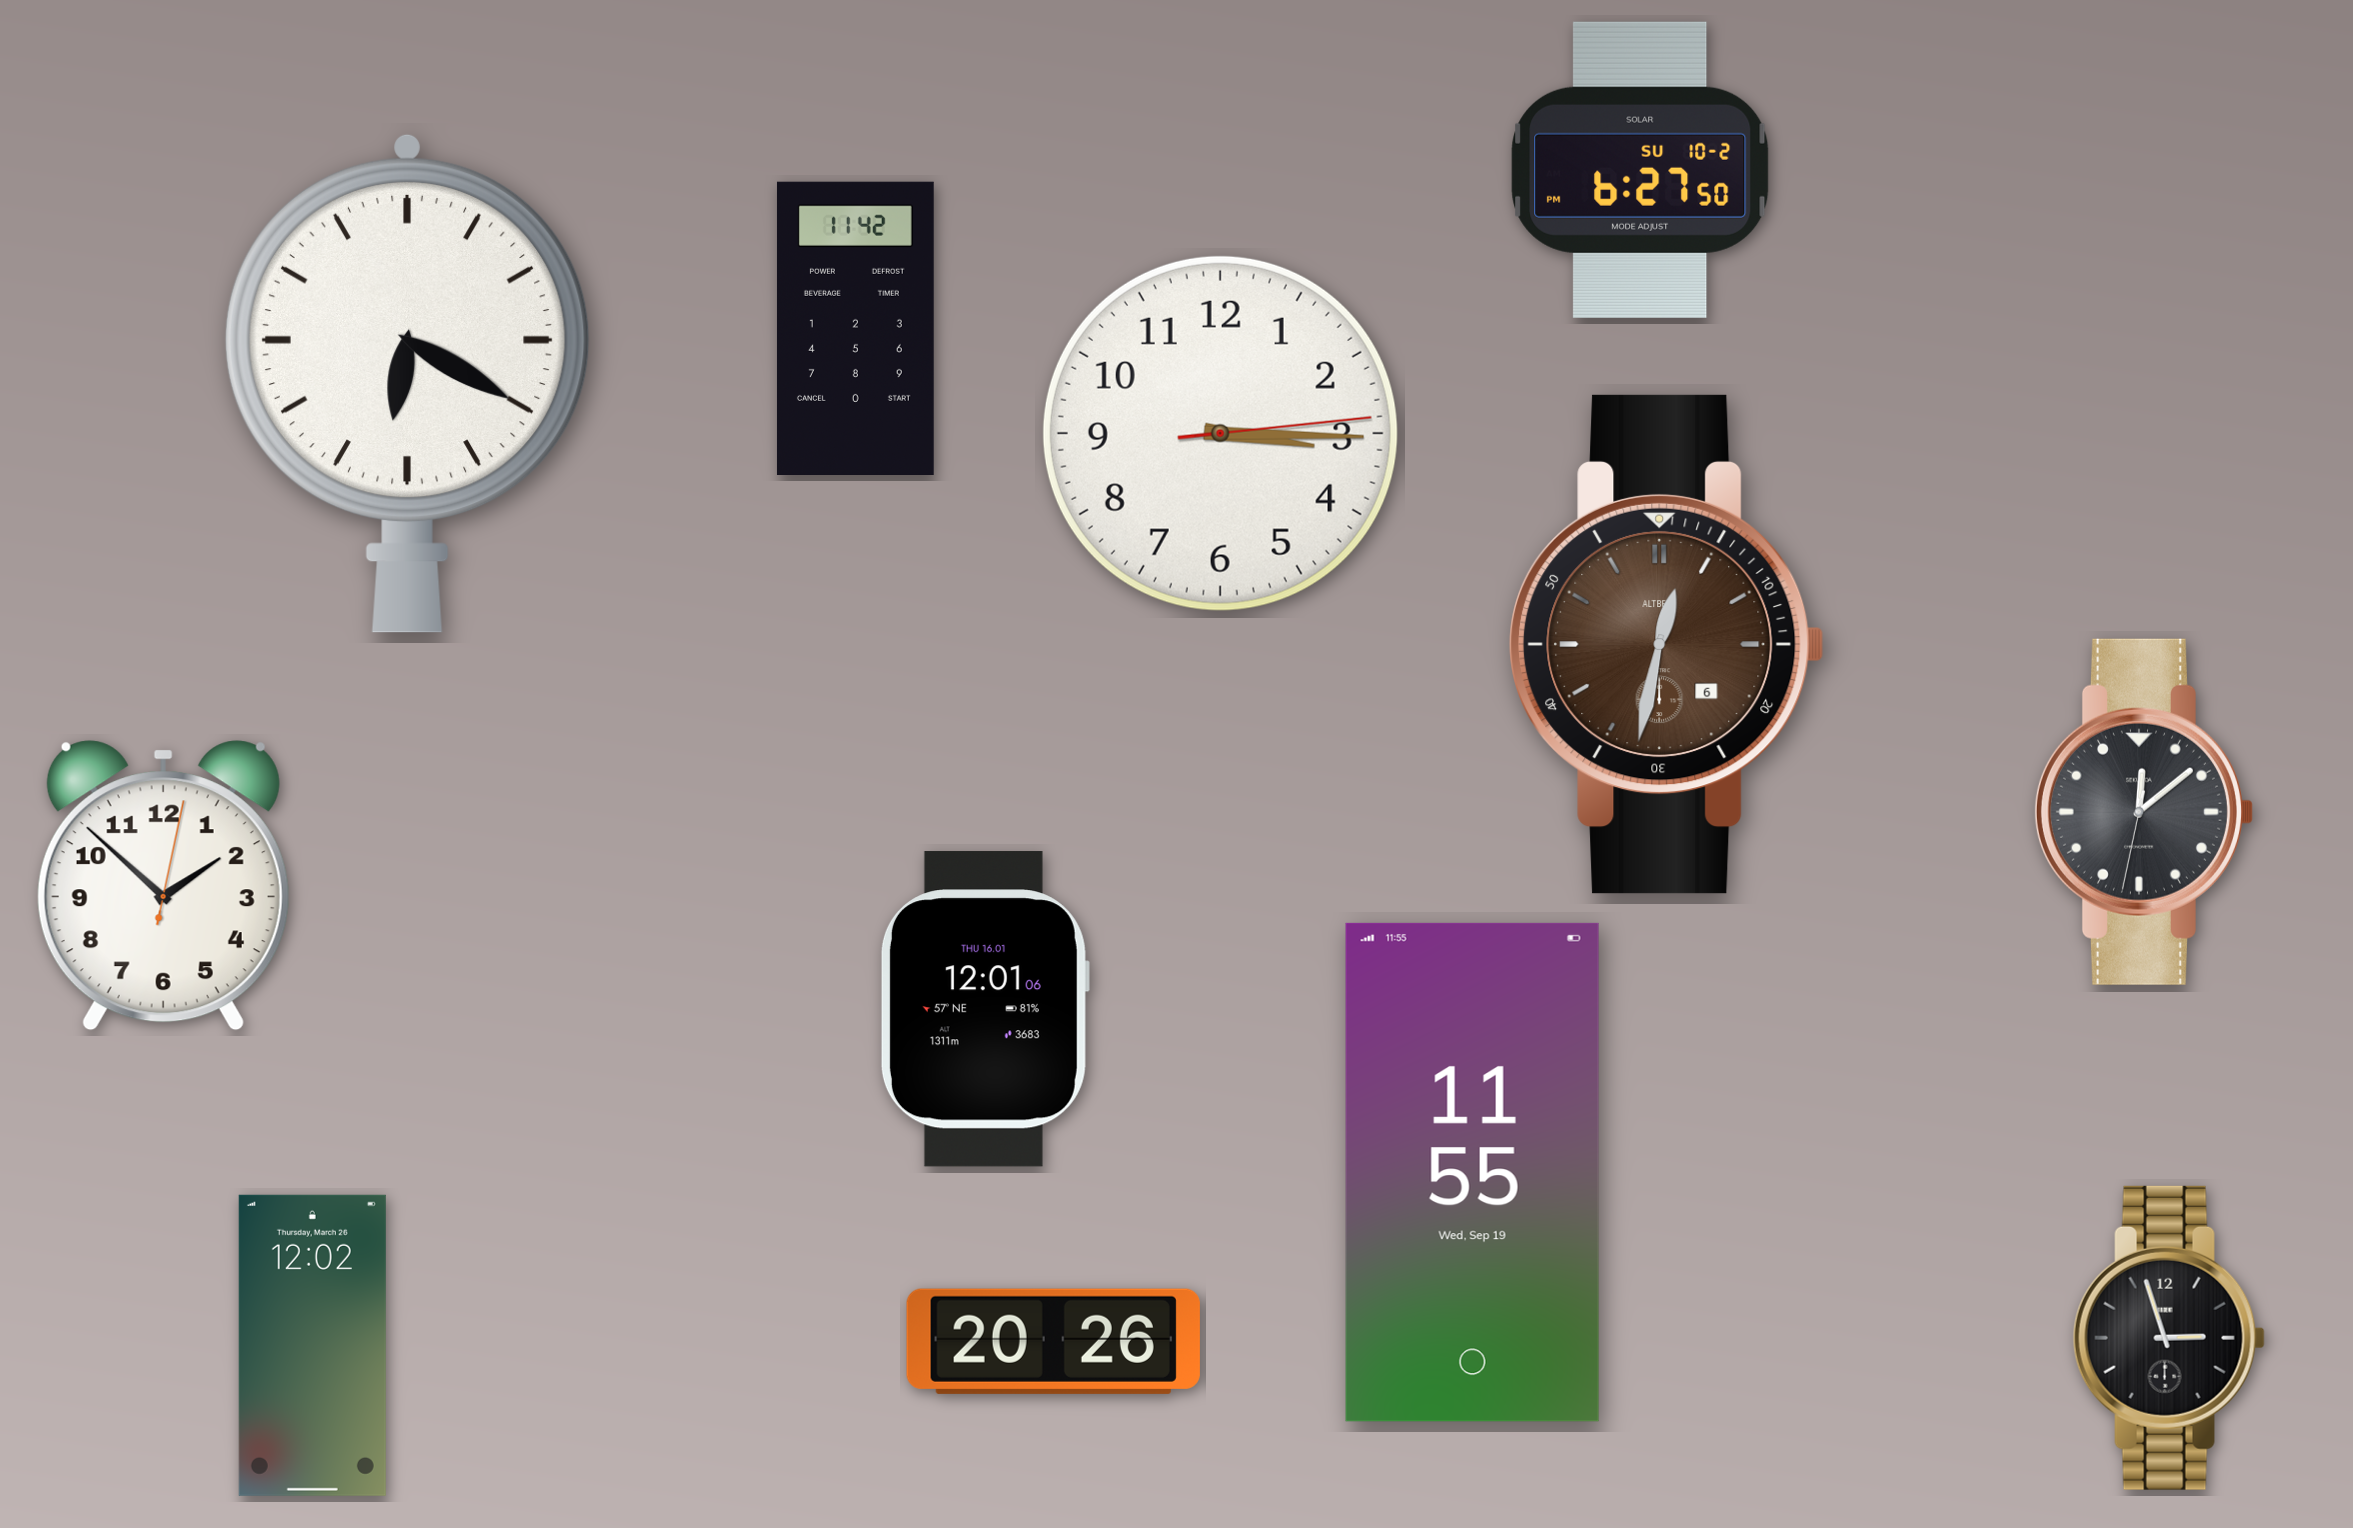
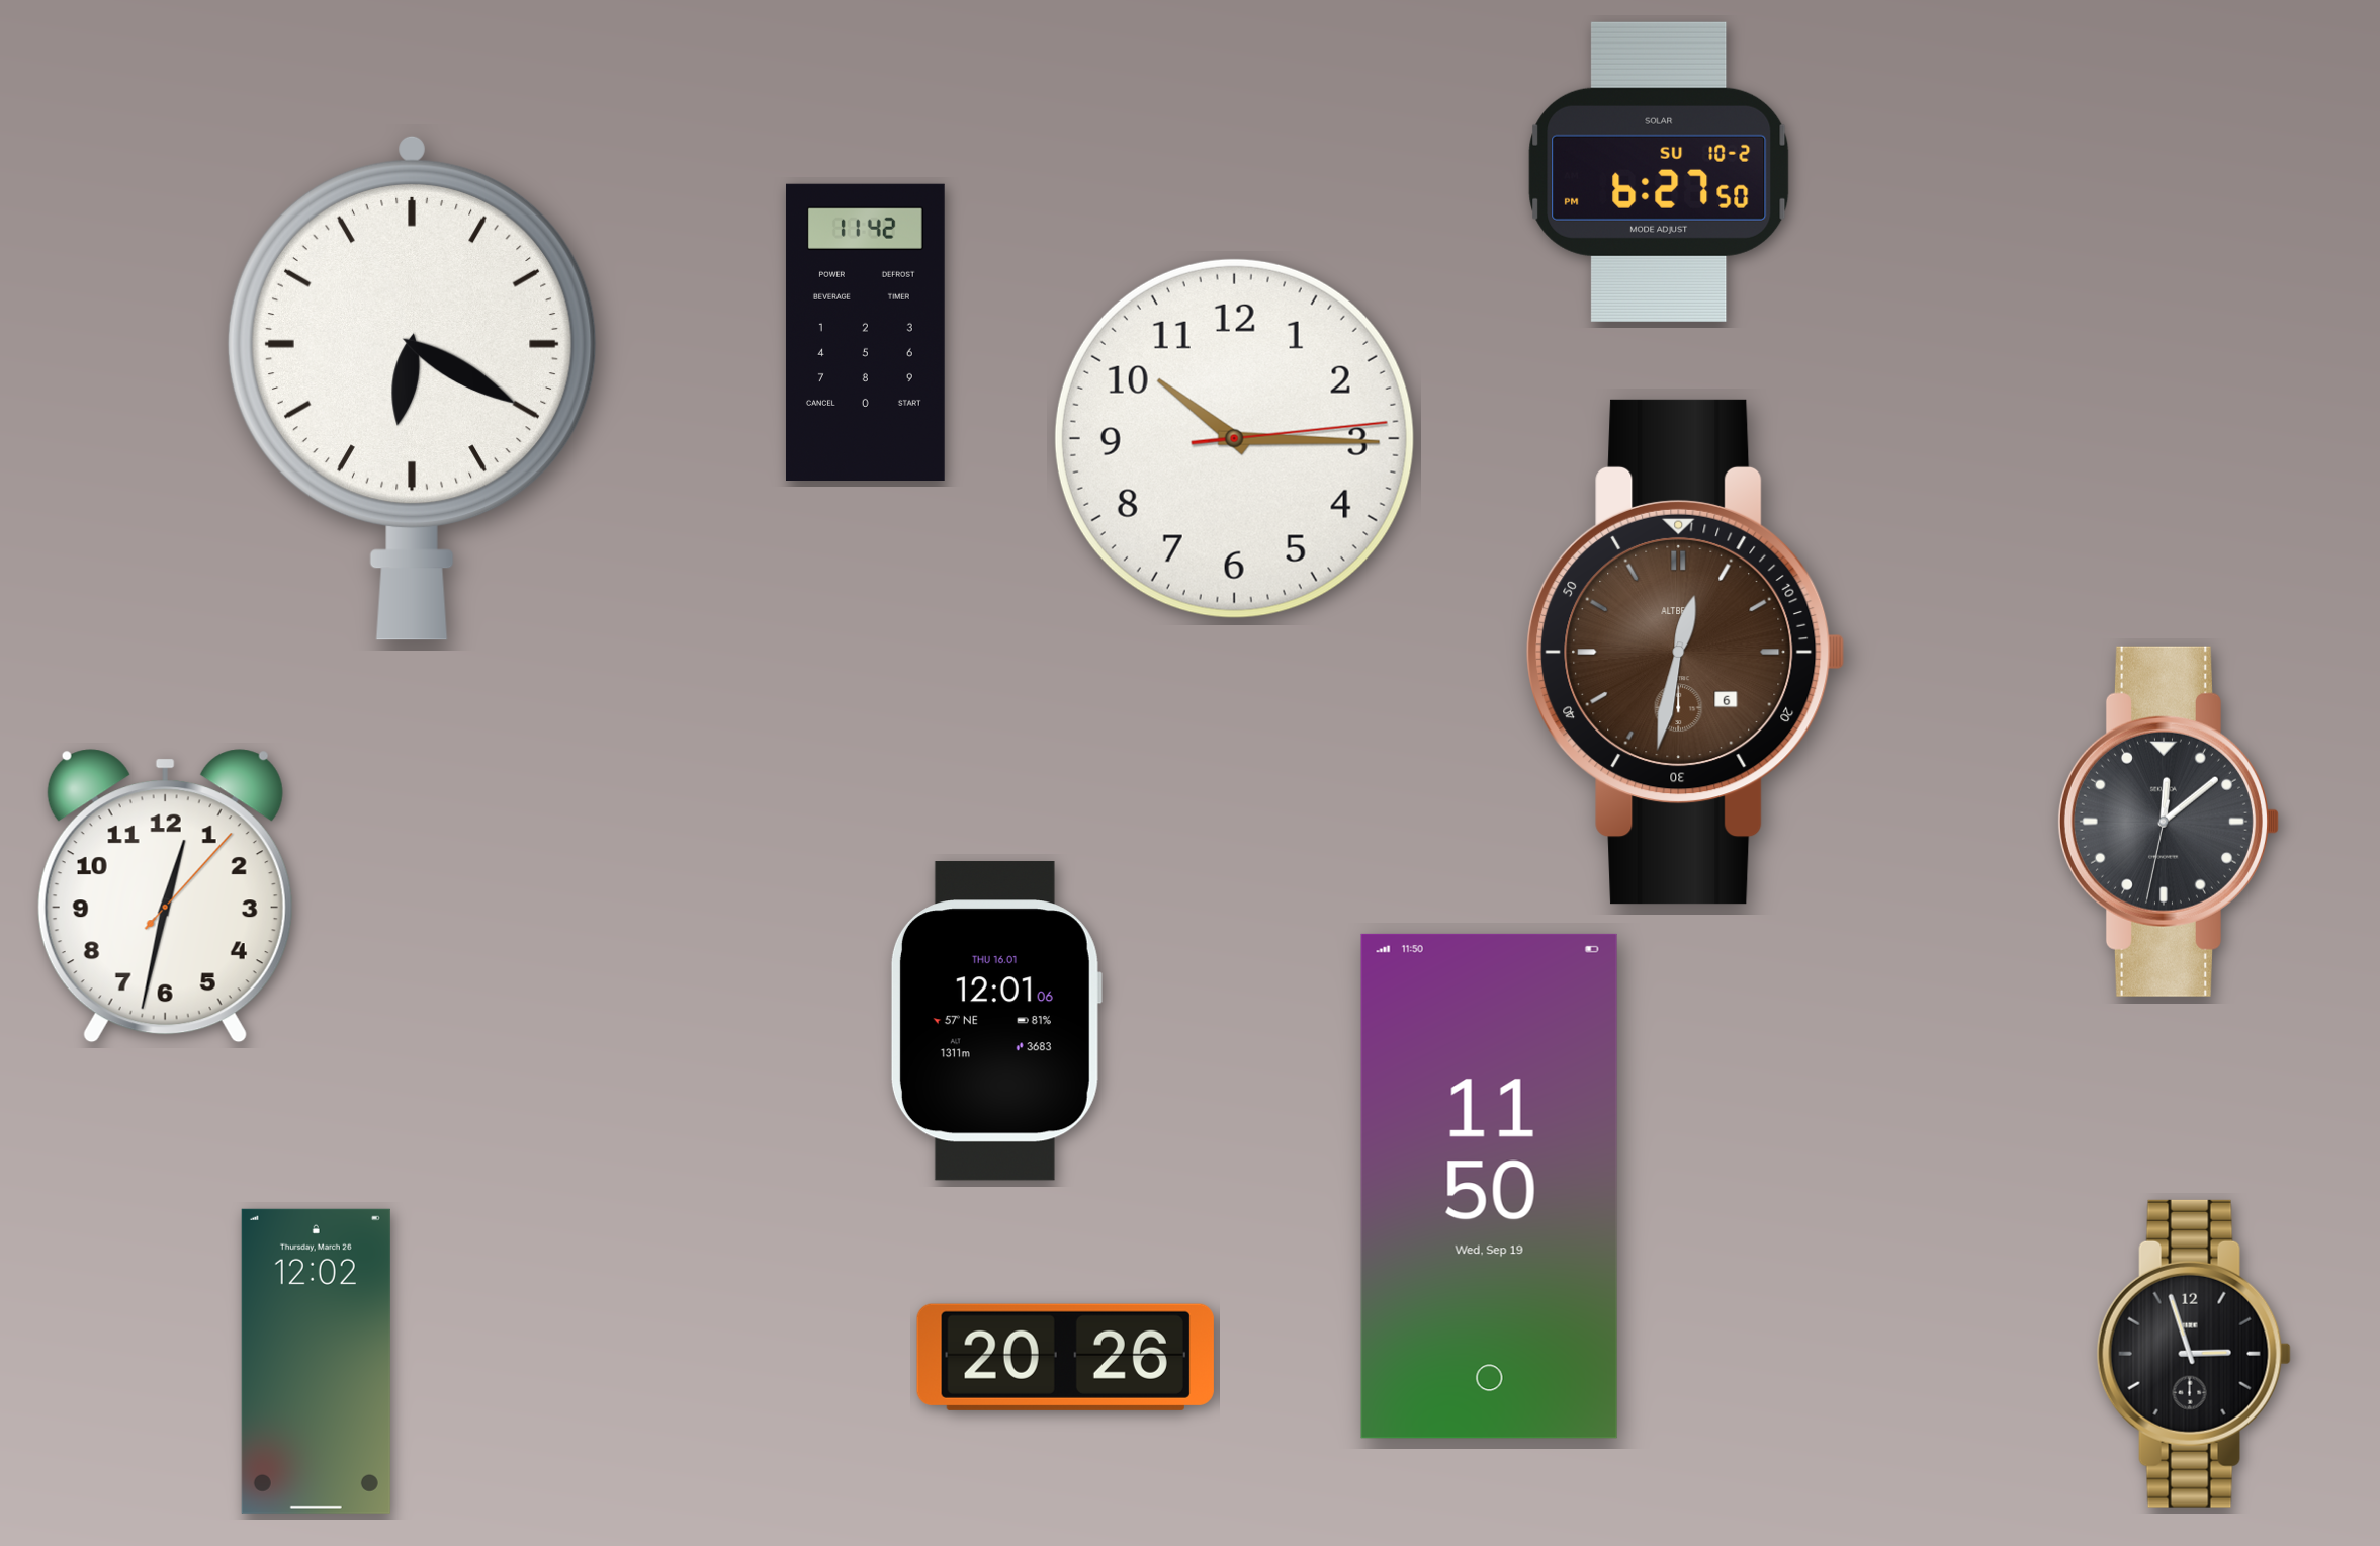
clock at (1220, 433): 3:15 -> 10:15
clock at (163, 886): 1:52 -> 12:32
clock at (1472, 1172): 11:55 -> 11:50
